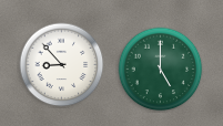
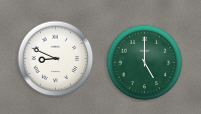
clock at (62, 65): 8:53 -> 8:49
